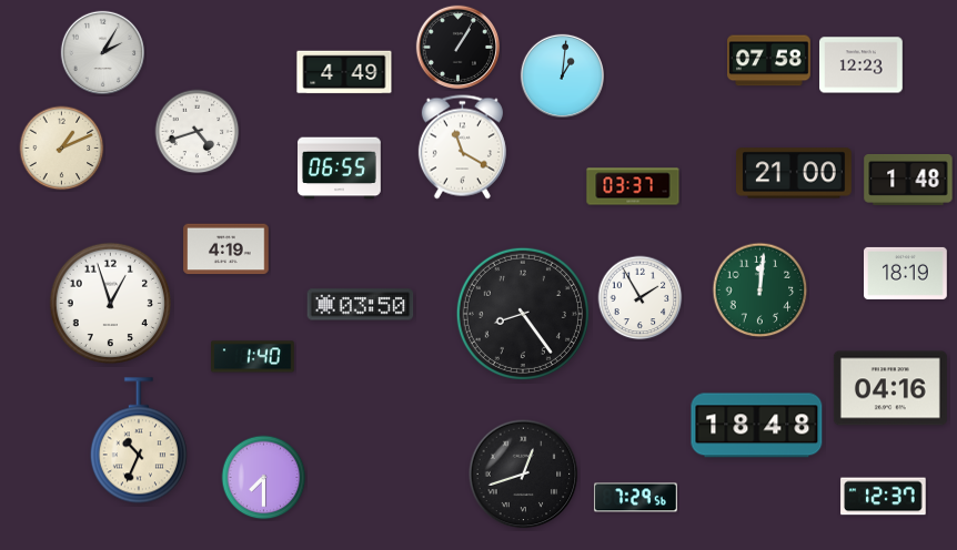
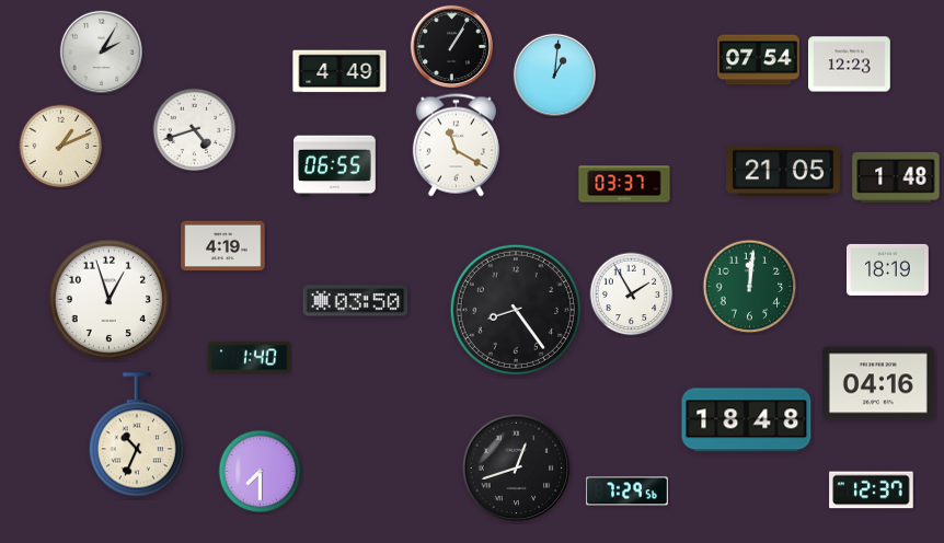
clock at (769, 61): 07:58 -> 07:54
clock at (795, 173): 21:00 -> 21:05
clock at (906, 273) position: (906, 273) -> (888, 269)
clock at (253, 357) position: (253, 357) -> (250, 358)
